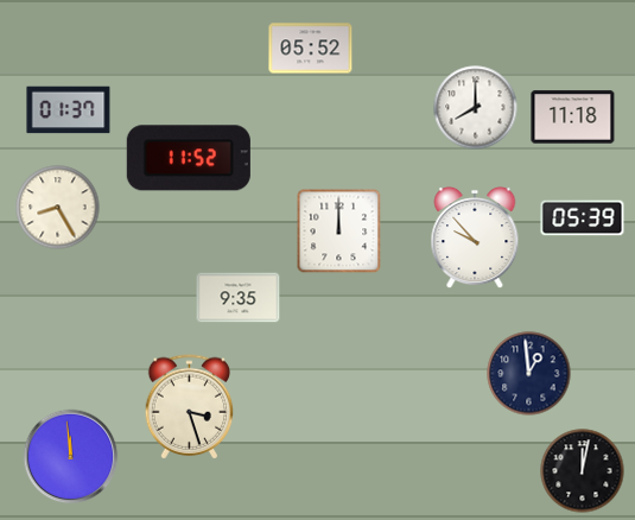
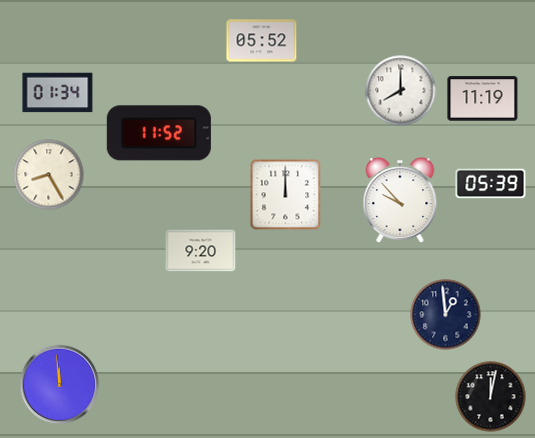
clock at (69, 110): 01:37 -> 01:34
clock at (573, 118): 11:18 -> 11:19
clock at (239, 298): 9:35 -> 9:20
clock at (190, 407): 3:27 -> none
